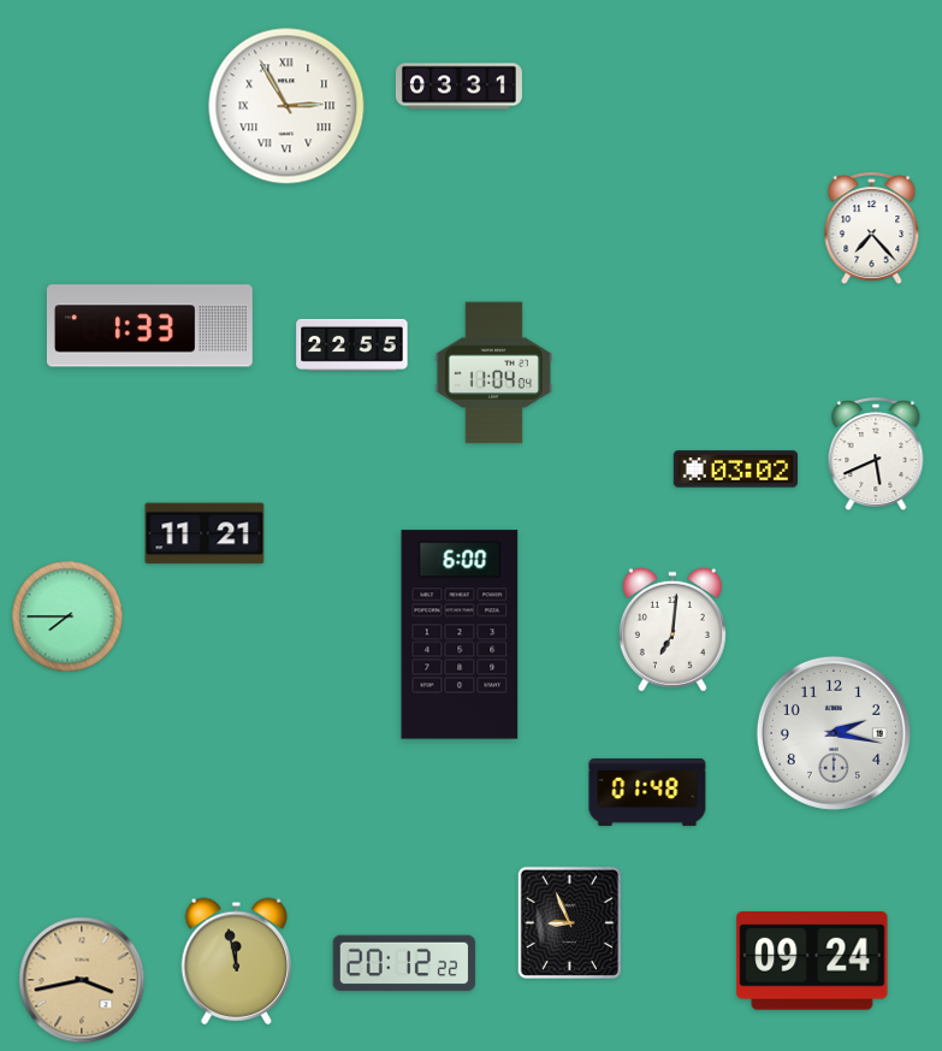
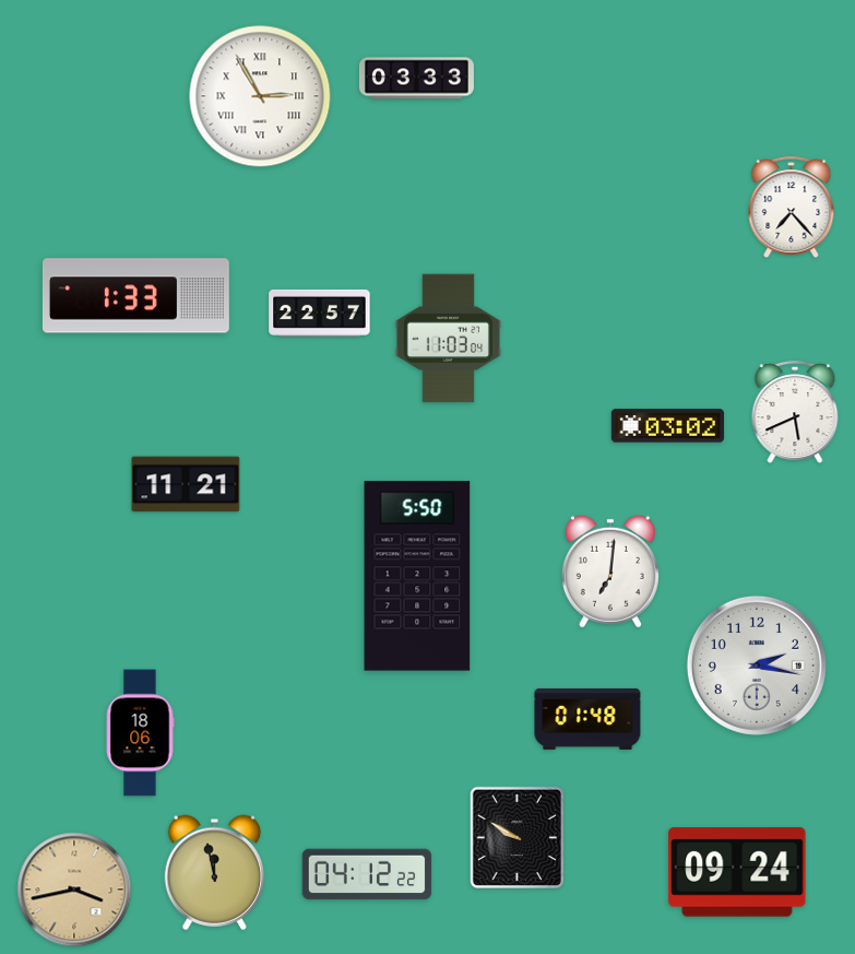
clock at (458, 87): 03:31 -> 03:33
clock at (352, 344): 22:55 -> 22:57
clock at (493, 373): 11:04 -> 11:03
clock at (67, 616): 7:45 -> none
clock at (460, 634): 6:00 -> 5:50
clock at (140, 733): none -> 18:06
clock at (569, 922): 8:56 -> 9:50
clock at (404, 963): 20:12 -> 04:12
